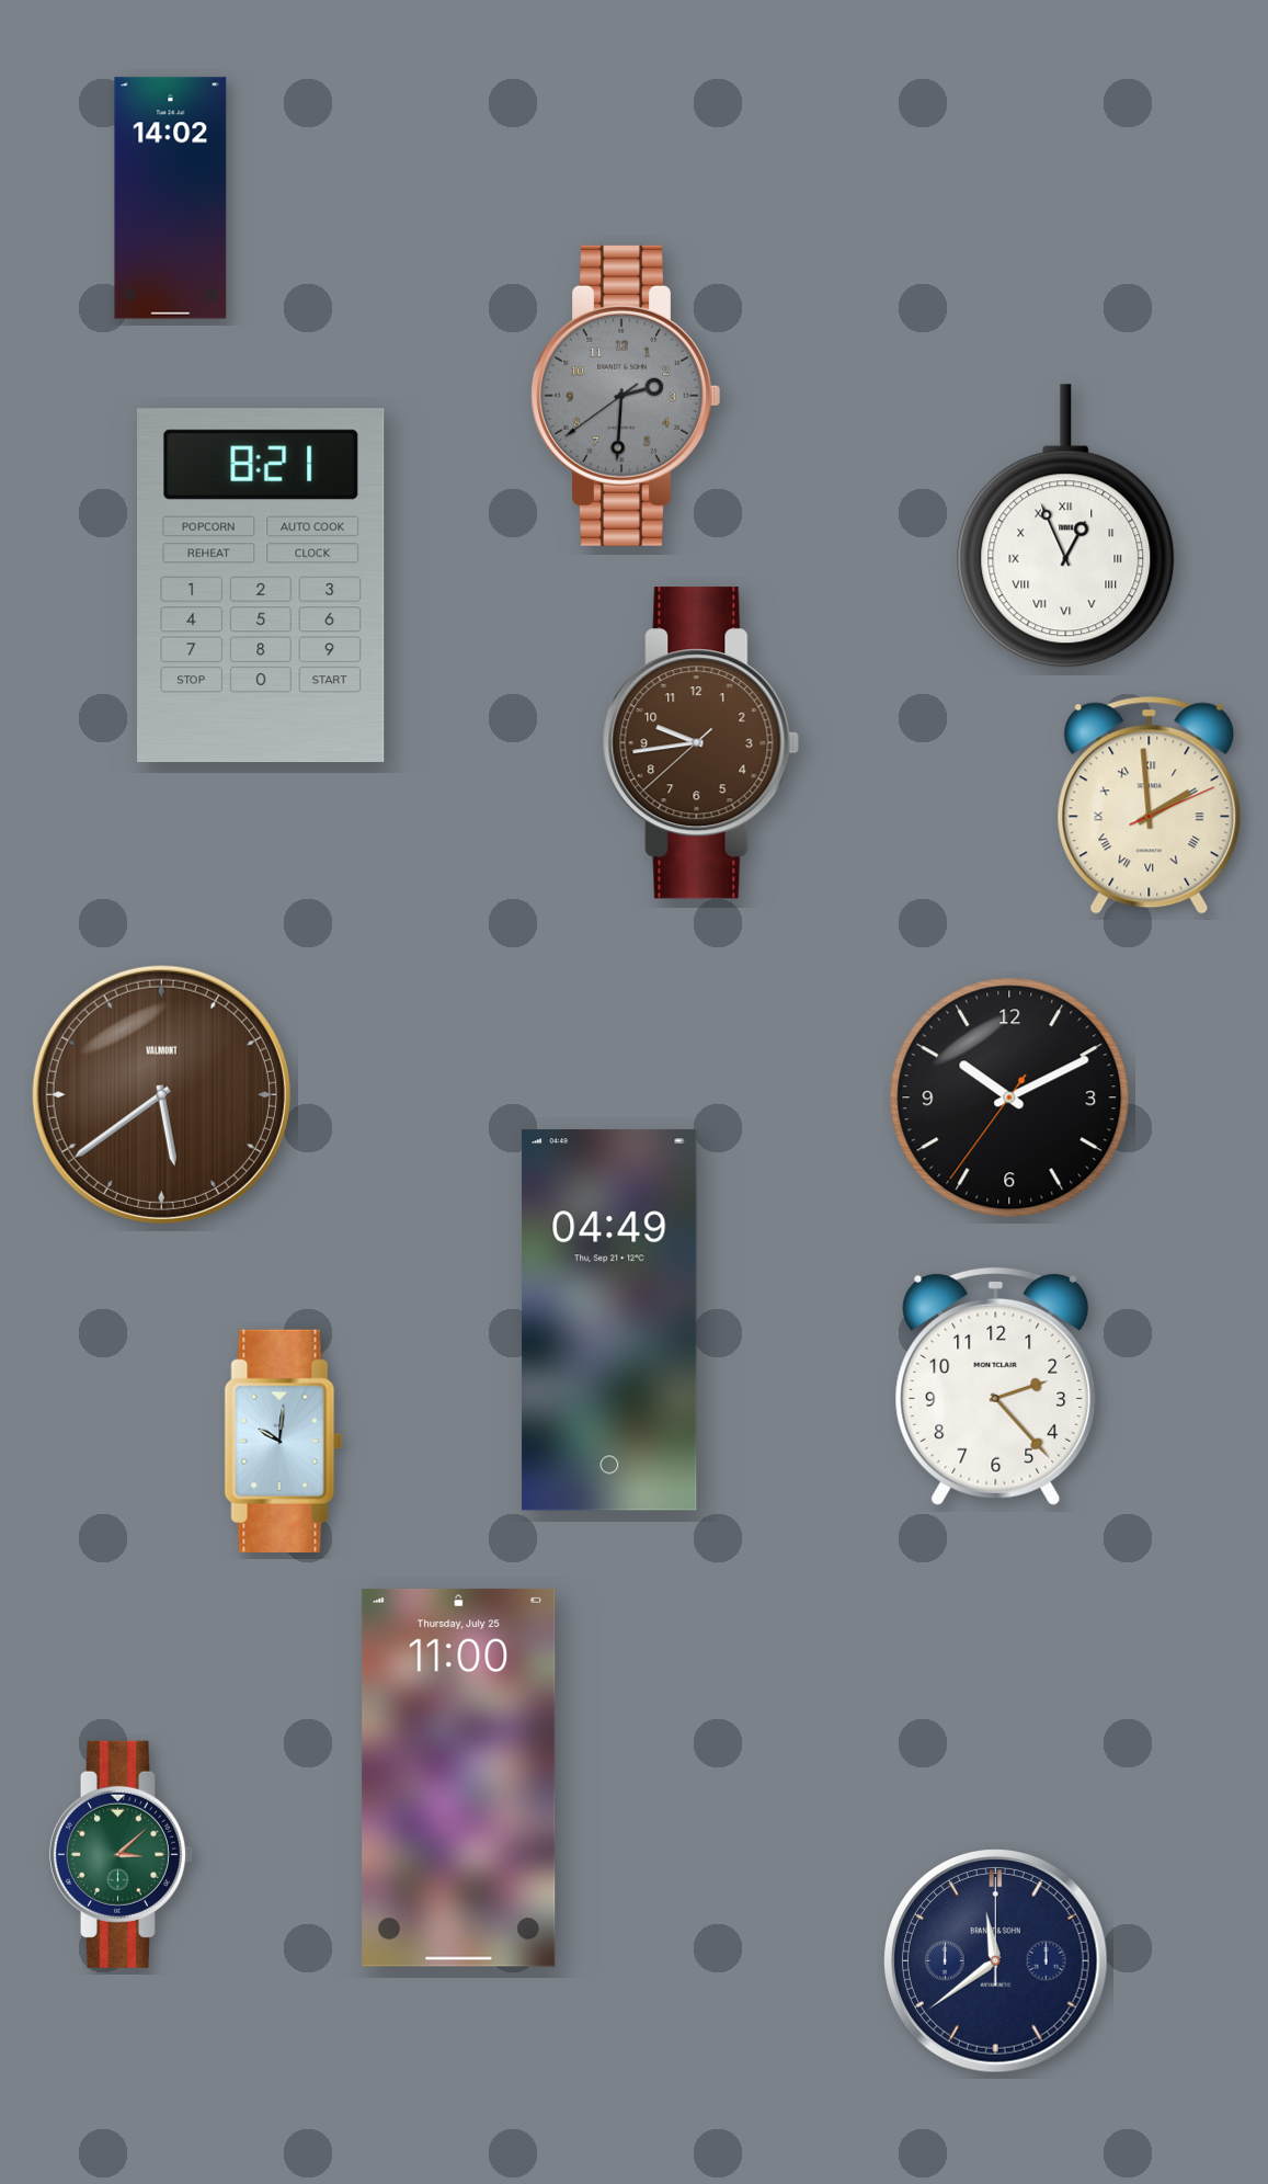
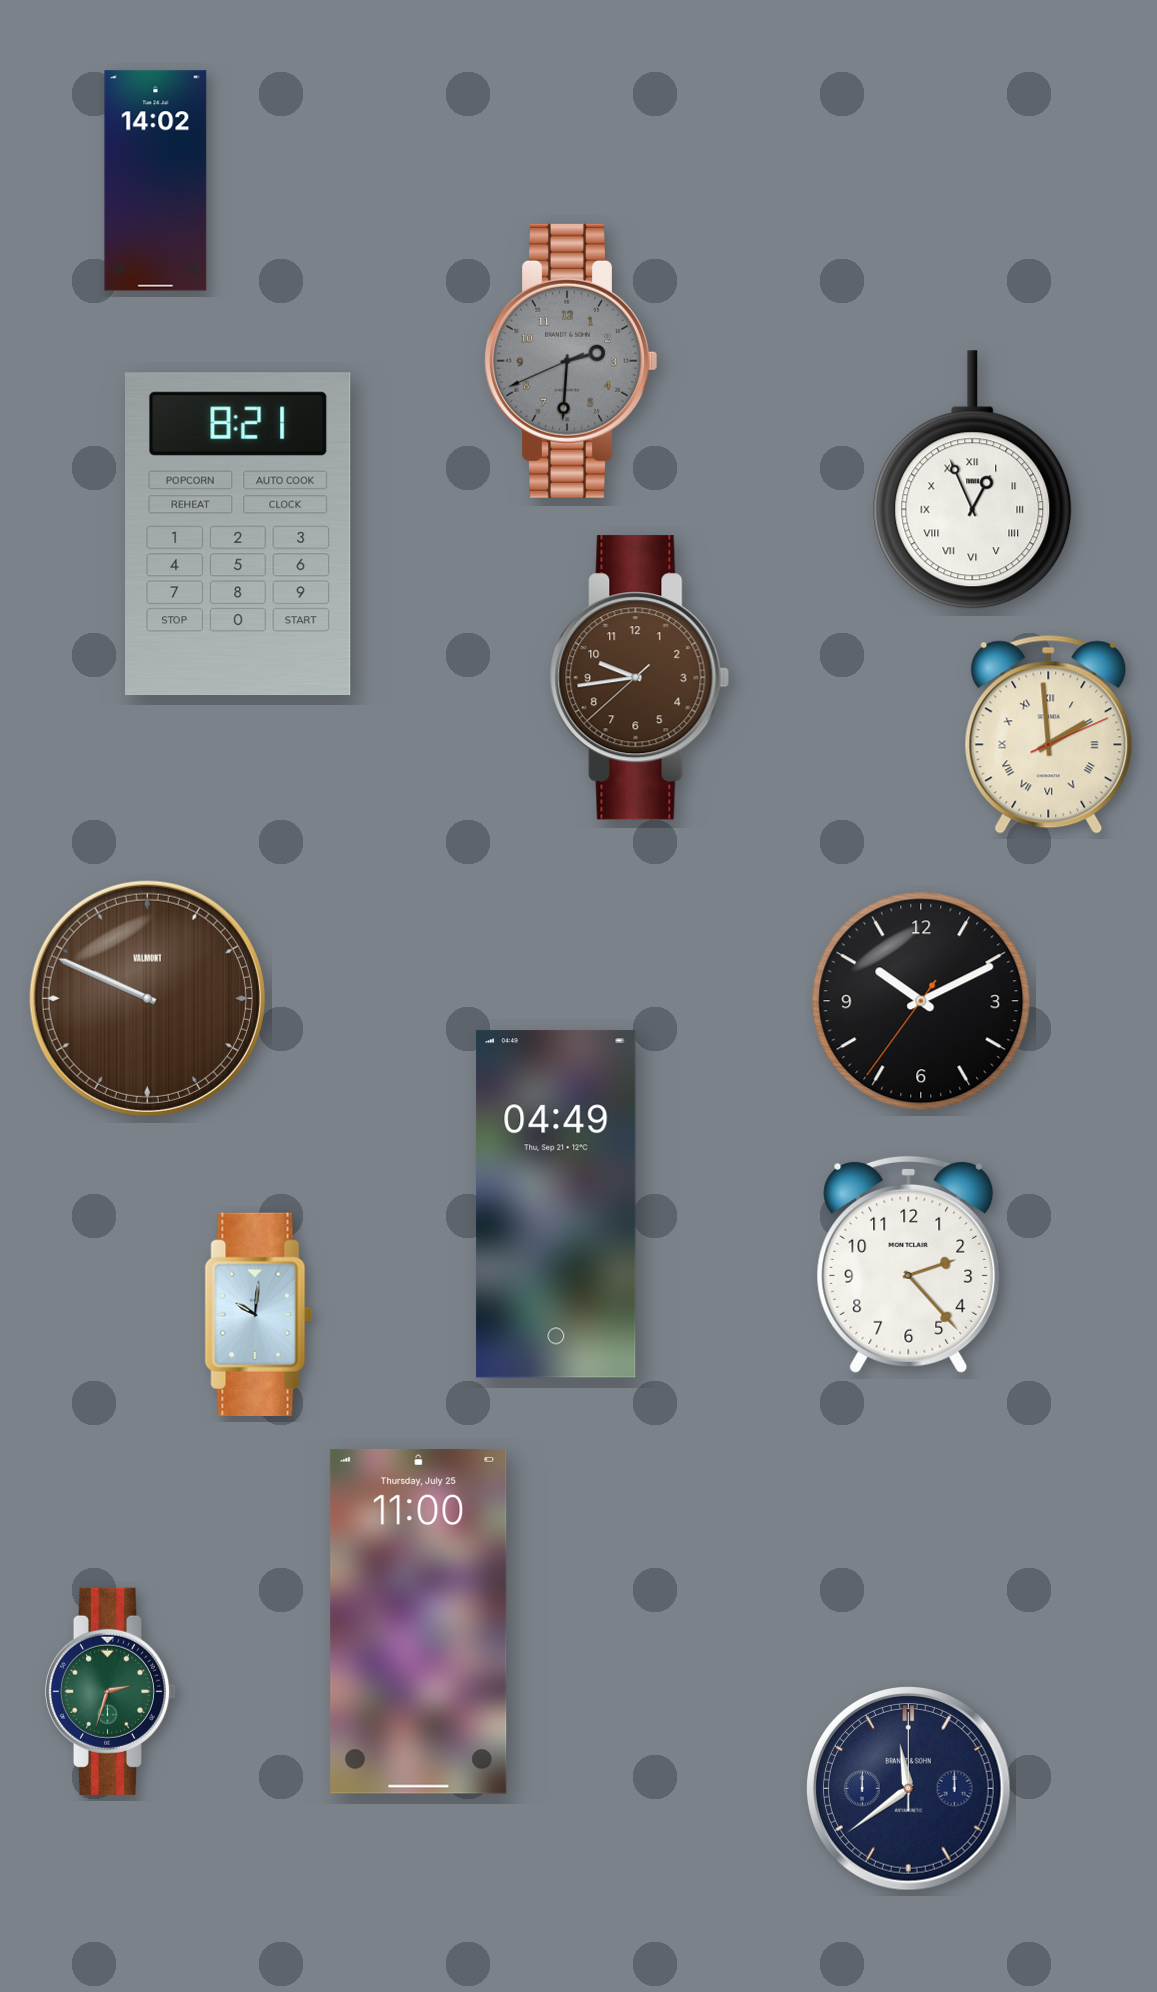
clock at (626, 396): 2:30:39 -> 2:30:41
clock at (161, 1094): 5:39 -> 9:49
clock at (121, 1854): 3:08 -> 2:33
